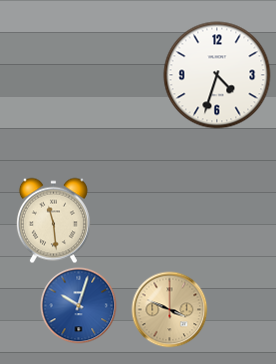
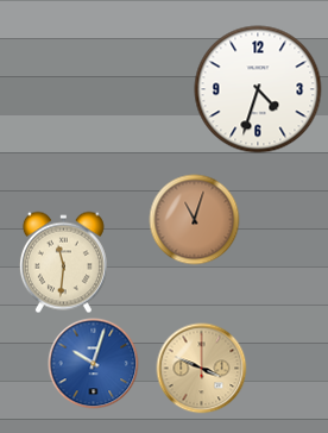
clock at (195, 220): none -> 11:03
clock at (53, 221): 11:29 -> 11:31
